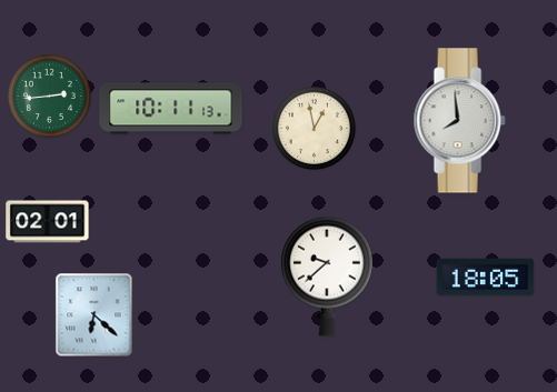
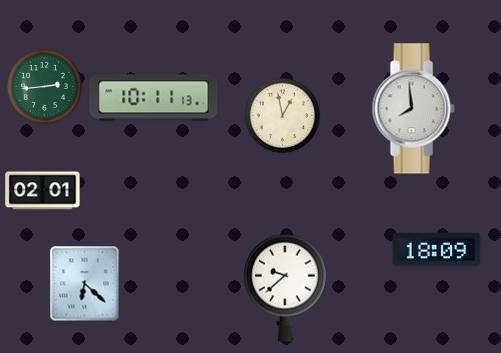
clock at (48, 222) position: (48, 222) -> (43, 191)
clock at (327, 277) position: (327, 277) -> (285, 288)
clock at (486, 278): 18:05 -> 18:09
